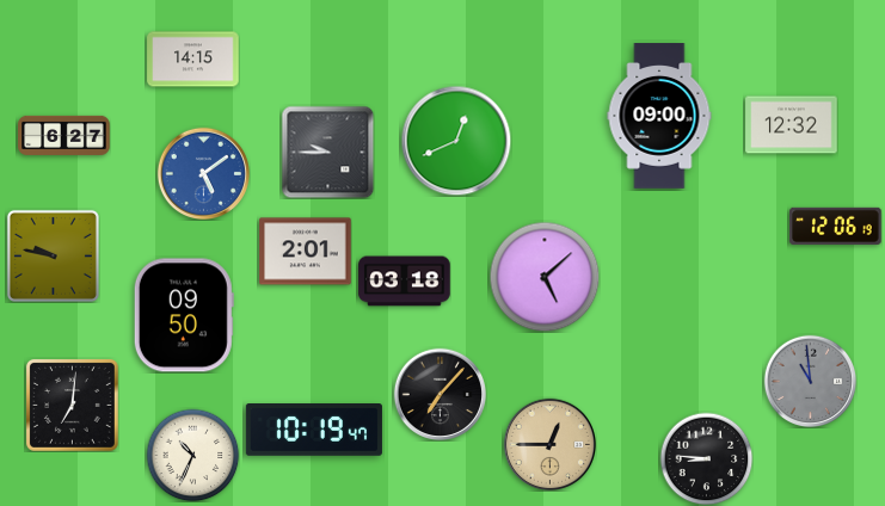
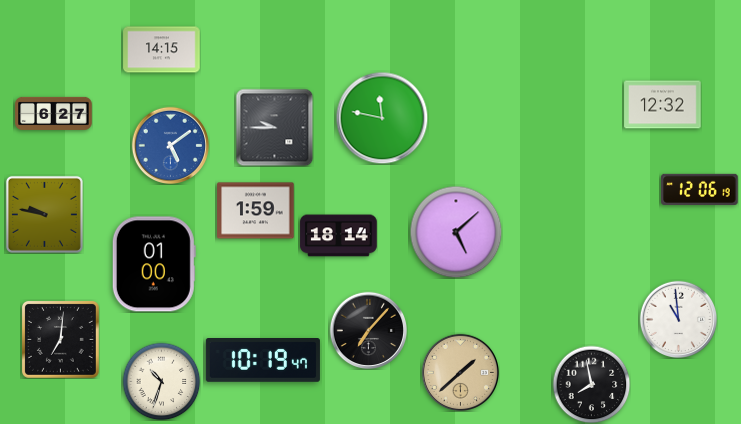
clock at (659, 116): 09:00 -> none
clock at (456, 141): 12:41 -> 11:47
clock at (306, 252): 2:01 -> 1:59
clock at (405, 282): 03:18 -> 18:14
clock at (184, 315): 09:50 -> 01:00
clock at (810, 381) dial: grey -> white
clock at (549, 444): 12:45 -> 1:38
clock at (192, 455): 10:34 -> 10:33
clock at (706, 458): 8:46 -> 7:58
